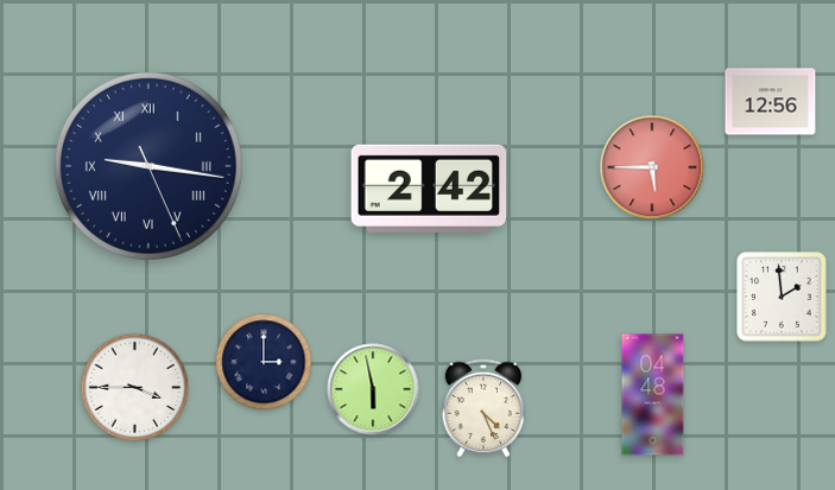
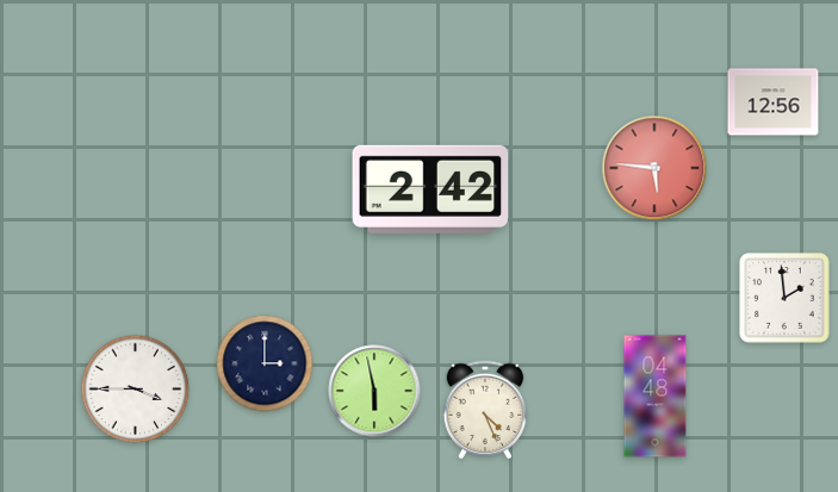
clock at (148, 166): 9:16 -> none
clock at (652, 167): 5:45 -> 5:46
